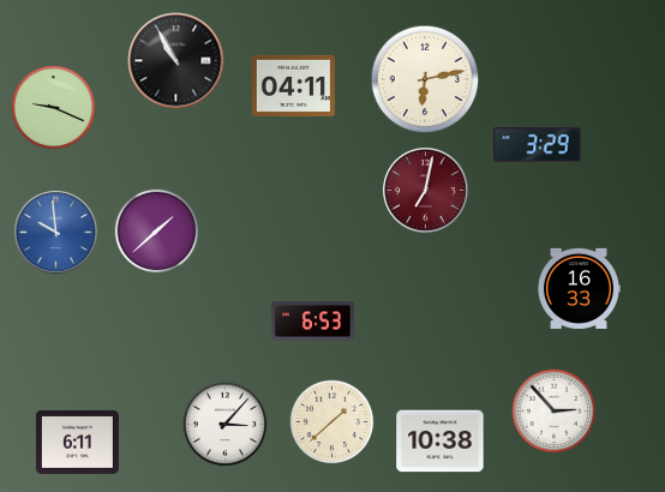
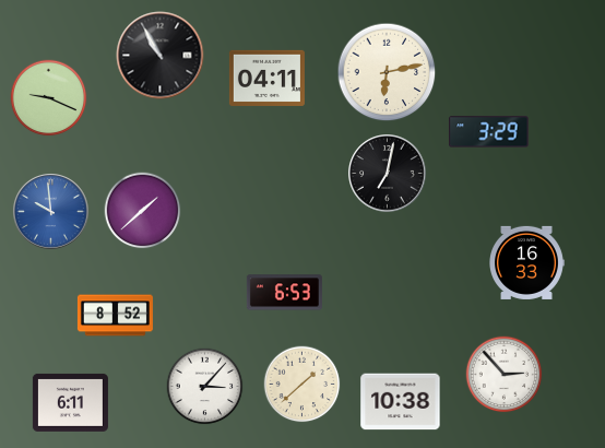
clock at (426, 191) dial: burgundy -> black
clock at (115, 316): none -> 8:52
